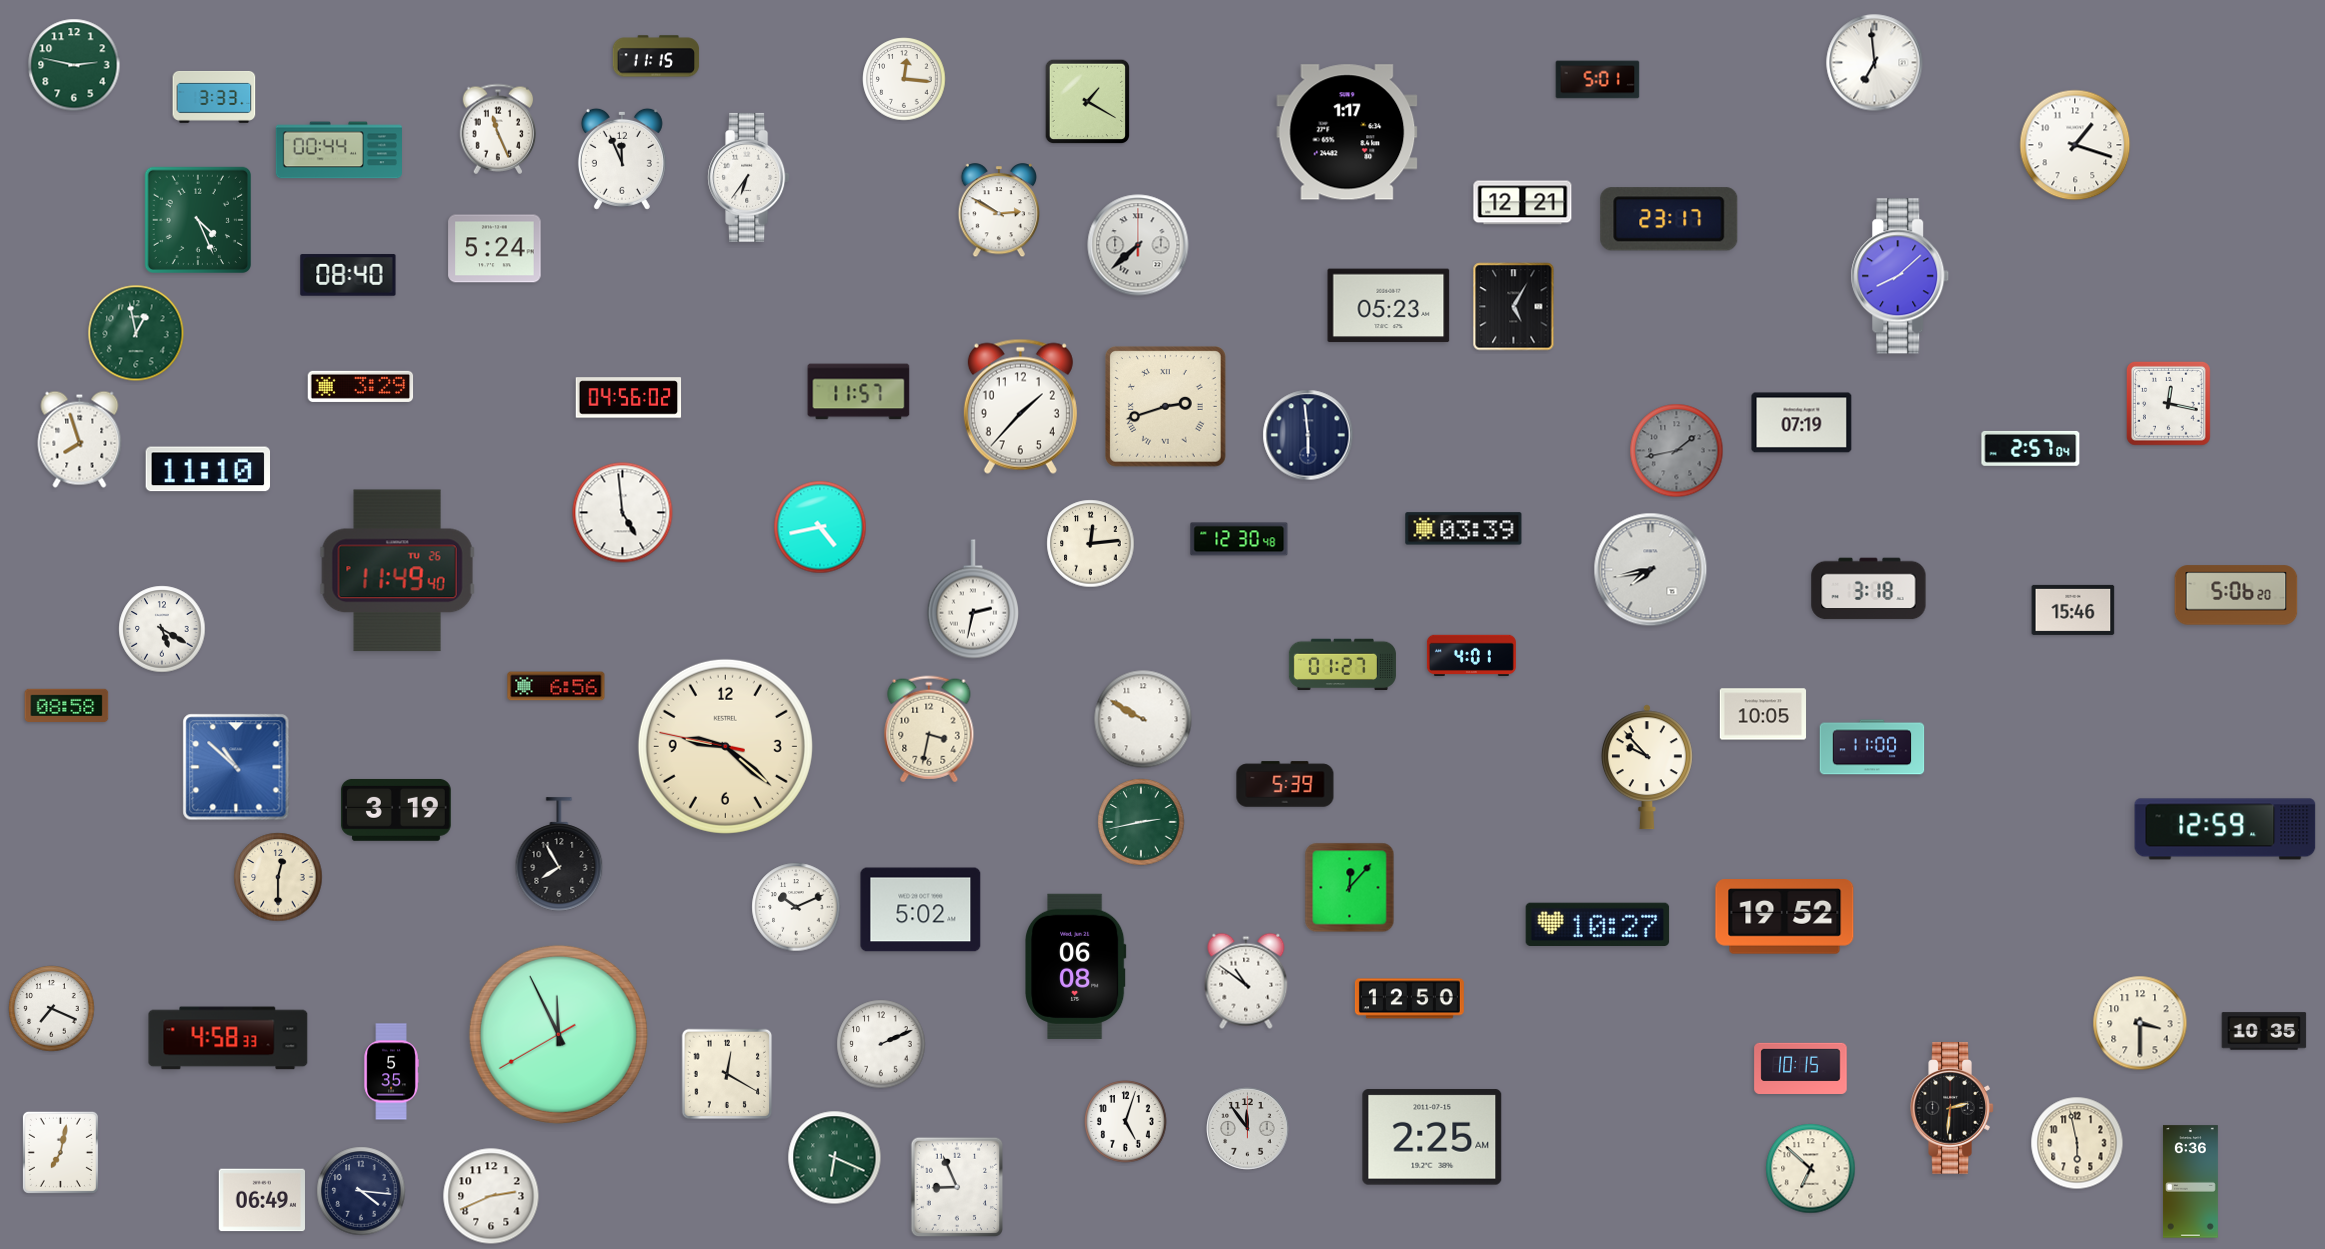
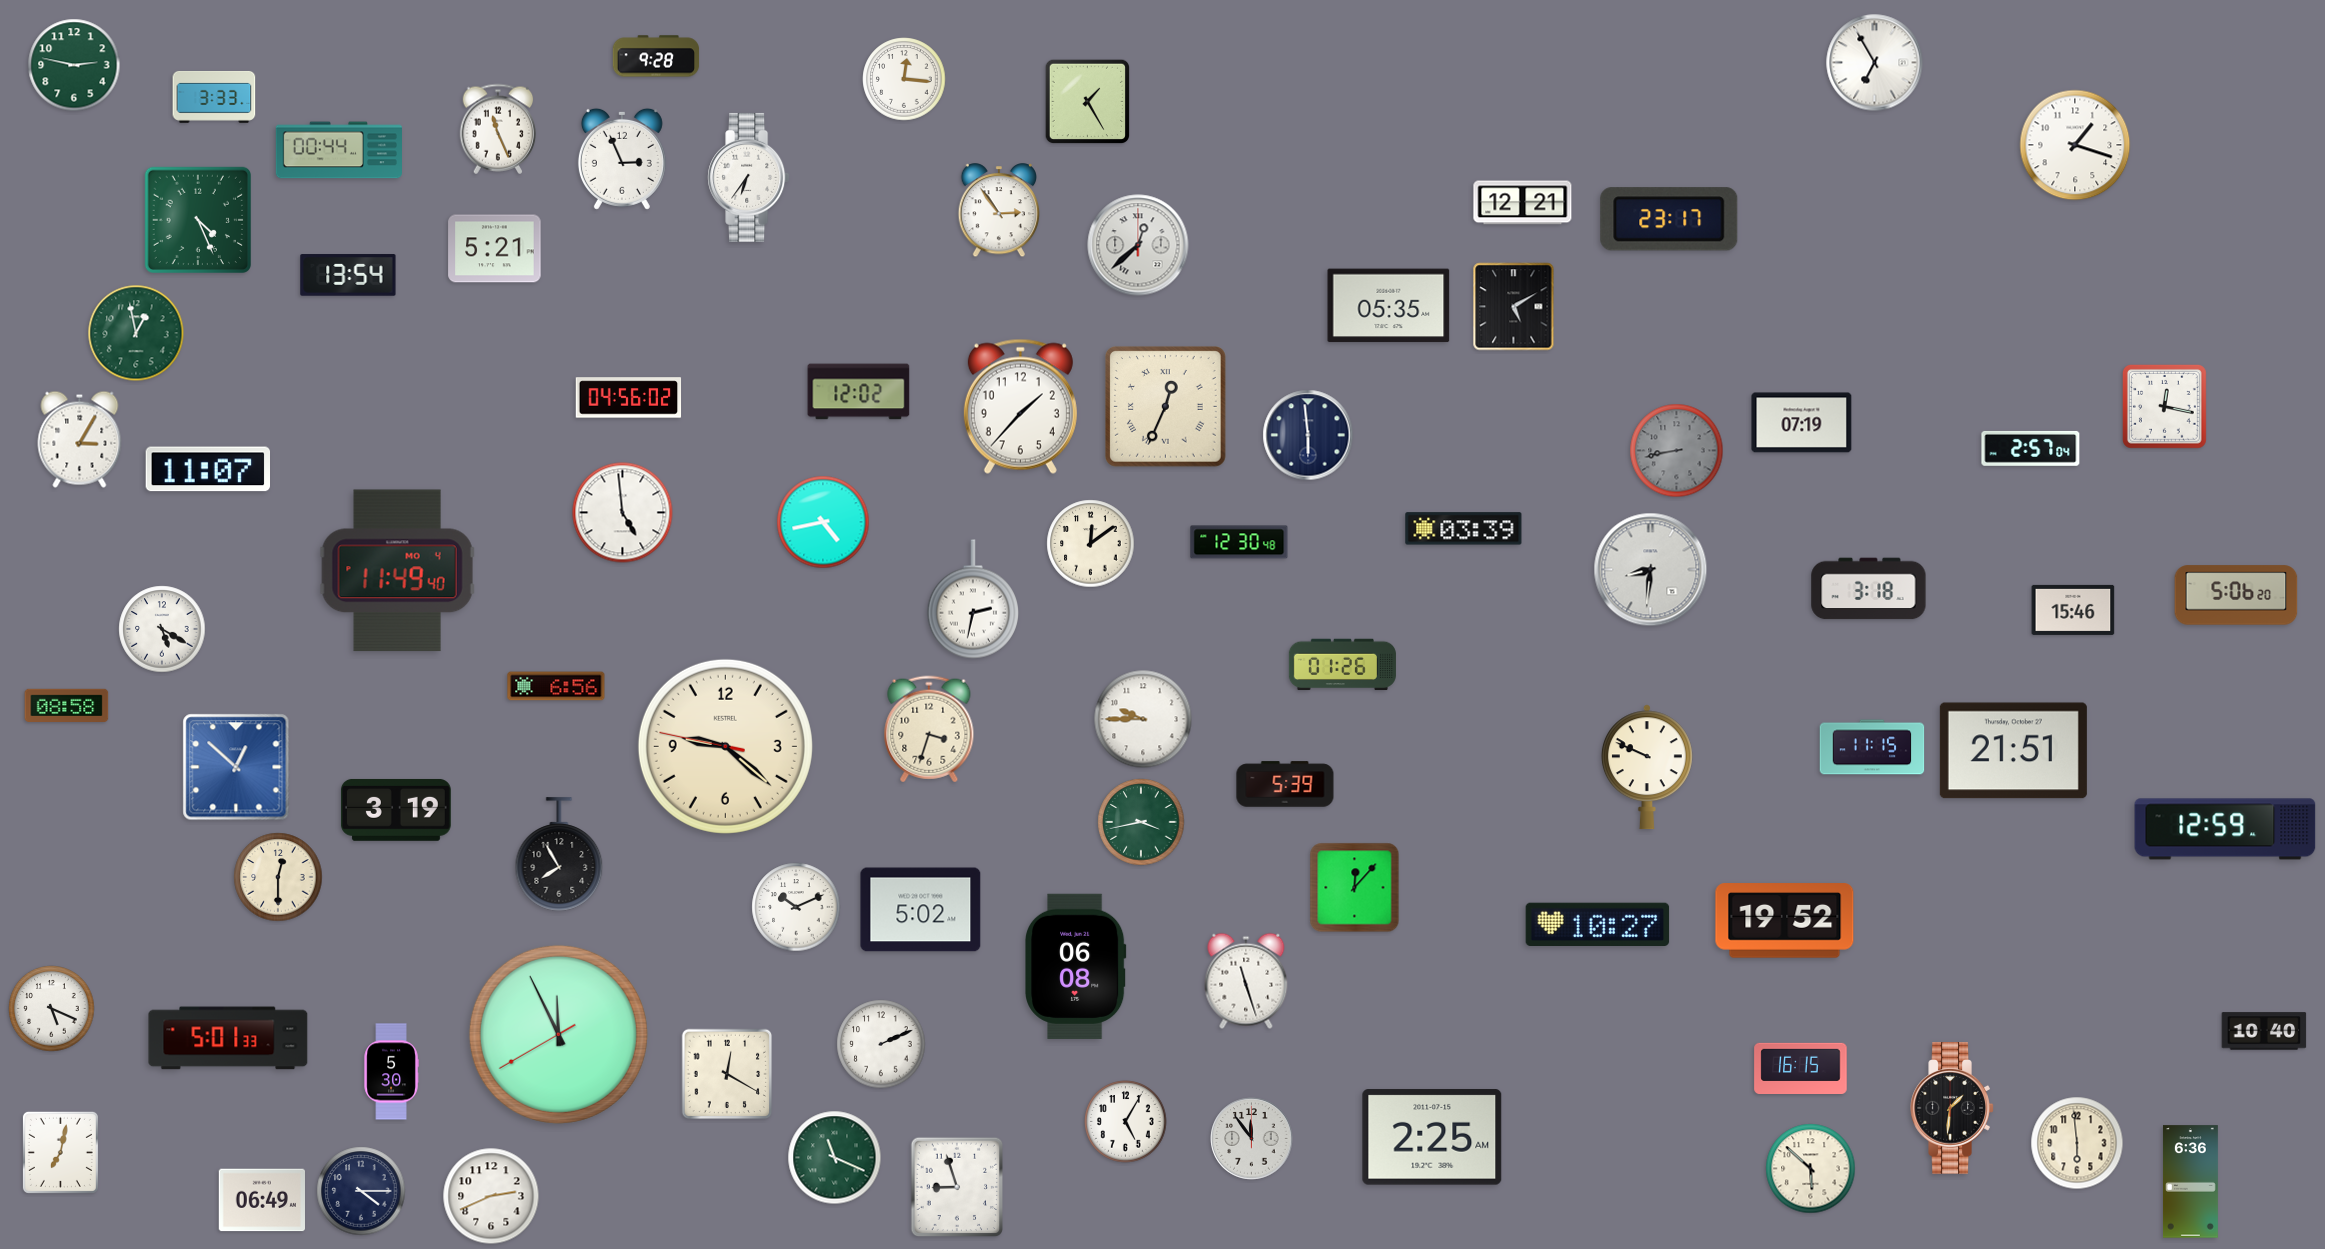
clock at (656, 56): 11:15 -> 9:28
clock at (1875, 63): 6:59 -> 6:55
clock at (1598, 80): 5:01 -> none
clock at (1088, 102): 1:20 -> 1:25
clock at (1347, 132): 1:17 -> none
clock at (622, 159): 11:56 -> 2:56
clock at (999, 211): 2:50 -> 2:54
clock at (1138, 245): 7:38 -> 12:38
clock at (495, 249): 5:24 -> 5:21
clock at (348, 275): 08:40 -> 13:54
clock at (1900, 276): 8:08 -> none
clock at (1389, 306): 05:23 -> 05:35
clock at (1514, 307): 5:05 -> 5:10
clock at (361, 386): 3:29 -> none
clock at (859, 392): 11:57 -> 12:02
clock at (2169, 404) position: (2169, 404) -> (2165, 407)
clock at (1166, 407): 2:42 -> 12:34
clock at (80, 439): 7:57 -> 3:05
clock at (1677, 451): 1:43 -> 8:43
clock at (207, 469): 11:10 -> 11:07
clock at (820, 527) position: (820, 527) -> (823, 522)
clock at (1239, 539) position: (1239, 539) -> (1239, 542)
clock at (1091, 544): 12:14 -> 12:09
clock at (1651, 570): 7:43 -> 8:31
clock at (397, 571) date: TU 26 -> MO 4
clock at (1471, 655): 4:01 -> none
clock at (1342, 665): 01:27 -> 01:26
clock at (1763, 714): 10:05 -> none
clock at (1143, 719): 9:50 -> 9:45
clock at (929, 729): 3:32 -> 3:33
clock at (1872, 747): 11:00 -> 11:15
clock at (2013, 751): none -> 21:51
clock at (236, 767): 10:52 -> 12:52
clock at (1647, 767): 9:53 -> 9:49
clock at (1141, 822): 2:43 -> 3:43
clock at (1350, 888) position: (1350, 888) -> (1355, 888)
clock at (1785, 917) position: (1785, 917) -> (1785, 921)
clock at (1246, 981): 10:51 -> 11:27
clock at (1409, 999): 12:50 -> none
clock at (52, 1009): 7:19 -> 5:19
clock at (2140, 1023): 3:30 -> none
clock at (2264, 1031): 10:35 -> 10:40
clock at (228, 1038): 4:58 -> 5:01
clock at (1801, 1068): 10:15 -> 16:15
clock at (391, 1072): 5:35 -> 5:30
clock at (1952, 1108): 2:31 -> 1:31
clock at (1126, 1122): 5:03 -> 5:05
clock at (1248, 1129) position: (1248, 1129) -> (1252, 1139)
clock at (2077, 1143): 5:58 -> 5:59
clock at (835, 1158): 6:19 -> 11:19
clock at (1811, 1169): 6:52 -> 5:52
clock at (957, 1187): 8:56 -> 8:57
clock at (361, 1191): 4:16 -> 4:15
